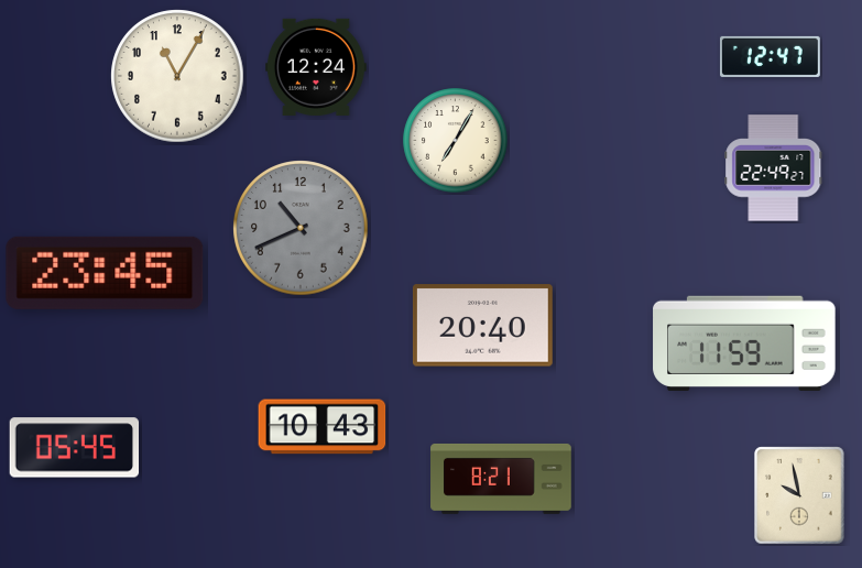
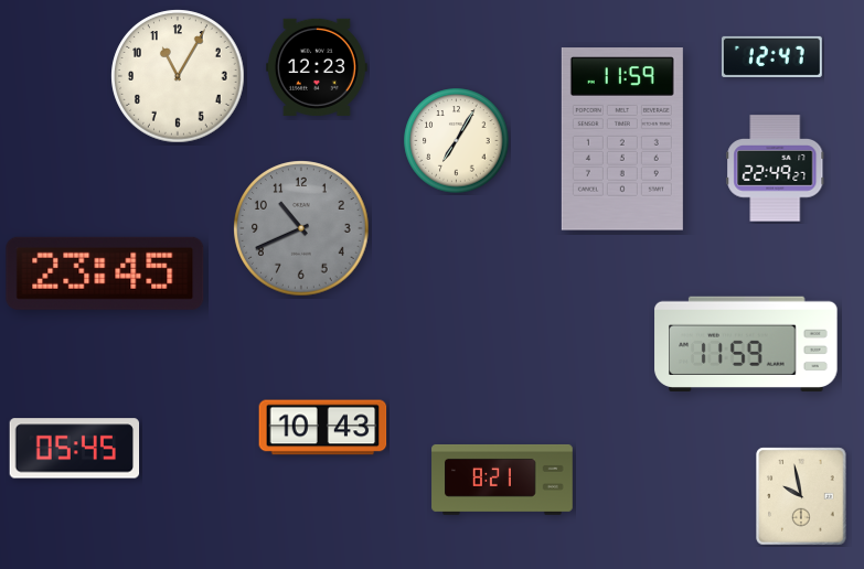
clock at (317, 67): 12:24 -> 12:23
clock at (622, 139): none -> 11:59
clock at (482, 326): 20:40 -> none
